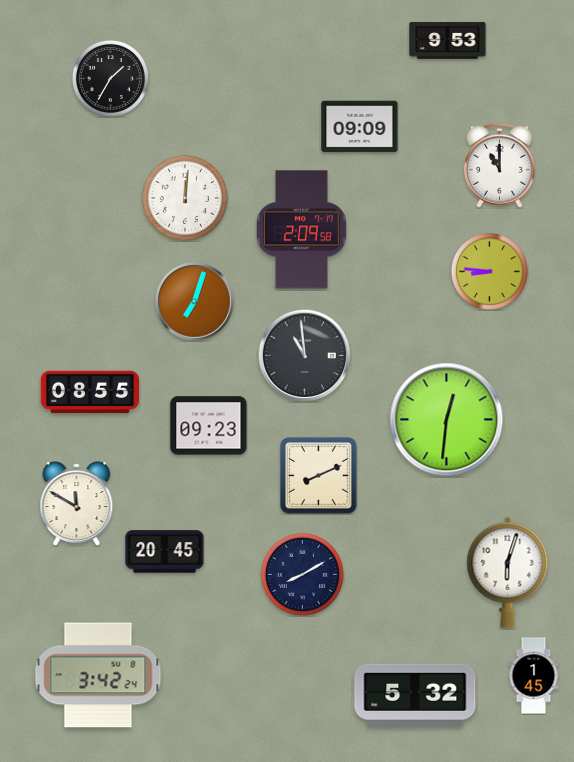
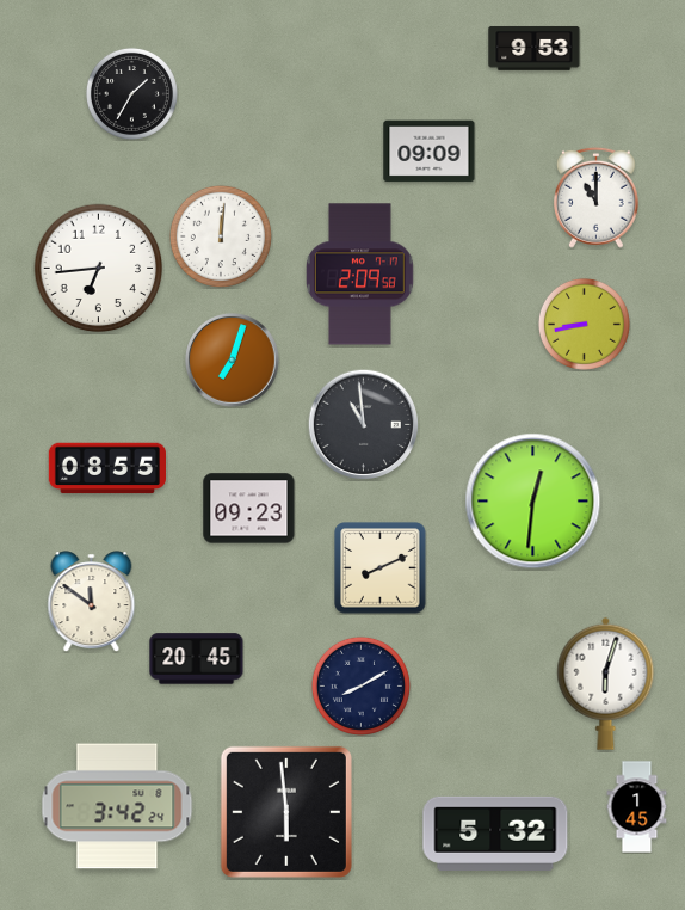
clock at (99, 269): none -> 6:44
clock at (489, 271): 8:46 -> 8:43
clock at (77, 503): 11:50 -> 11:51
clock at (286, 812): none -> 5:59
clock at (415, 695) position: (415, 695) -> (495, 834)
